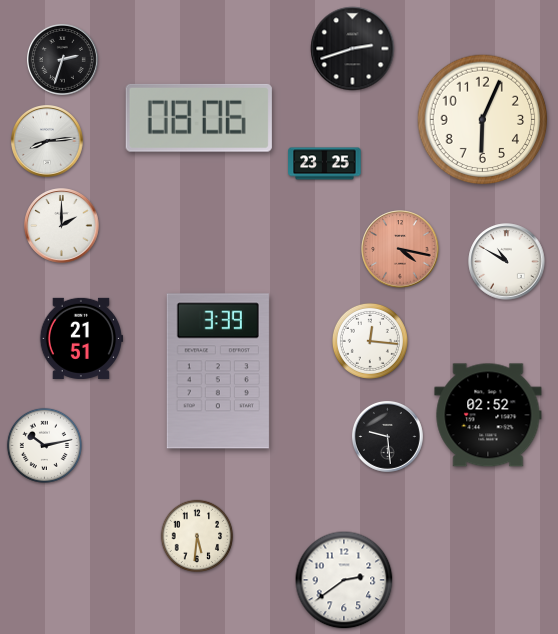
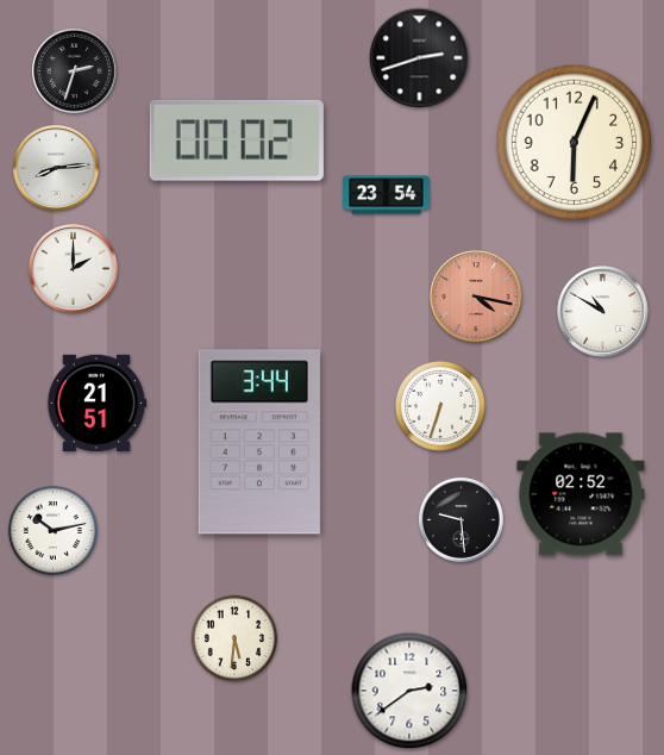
clock at (199, 118): 08:06 -> 00:02
clock at (325, 164): 23:25 -> 23:54
clock at (370, 341): 12:16 -> 6:33
clock at (218, 371): 3:39 -> 3:44
